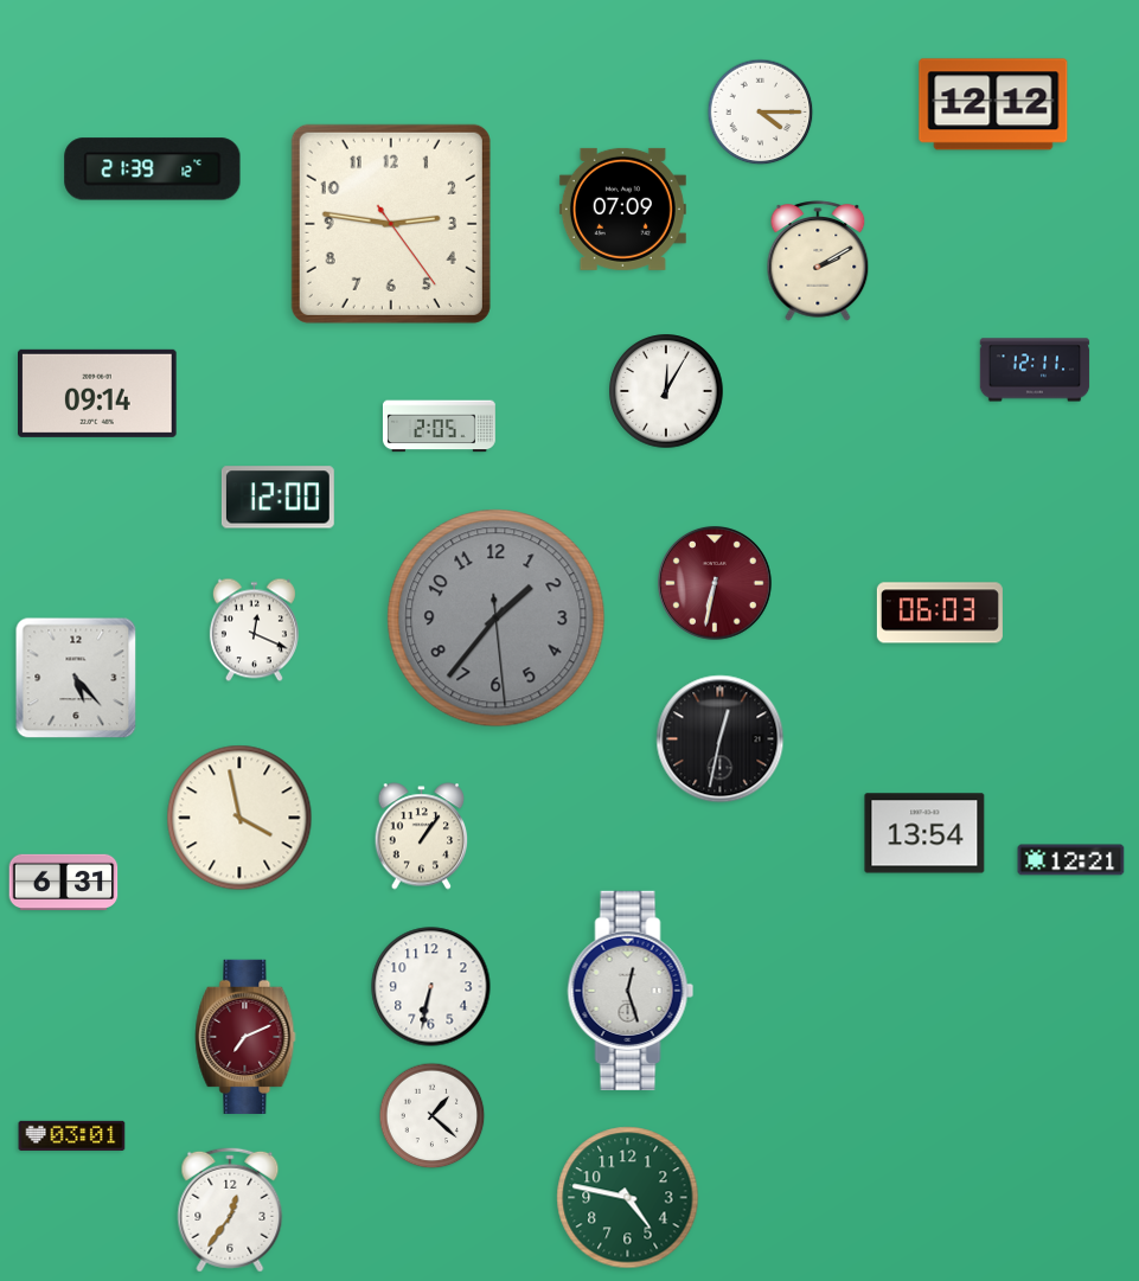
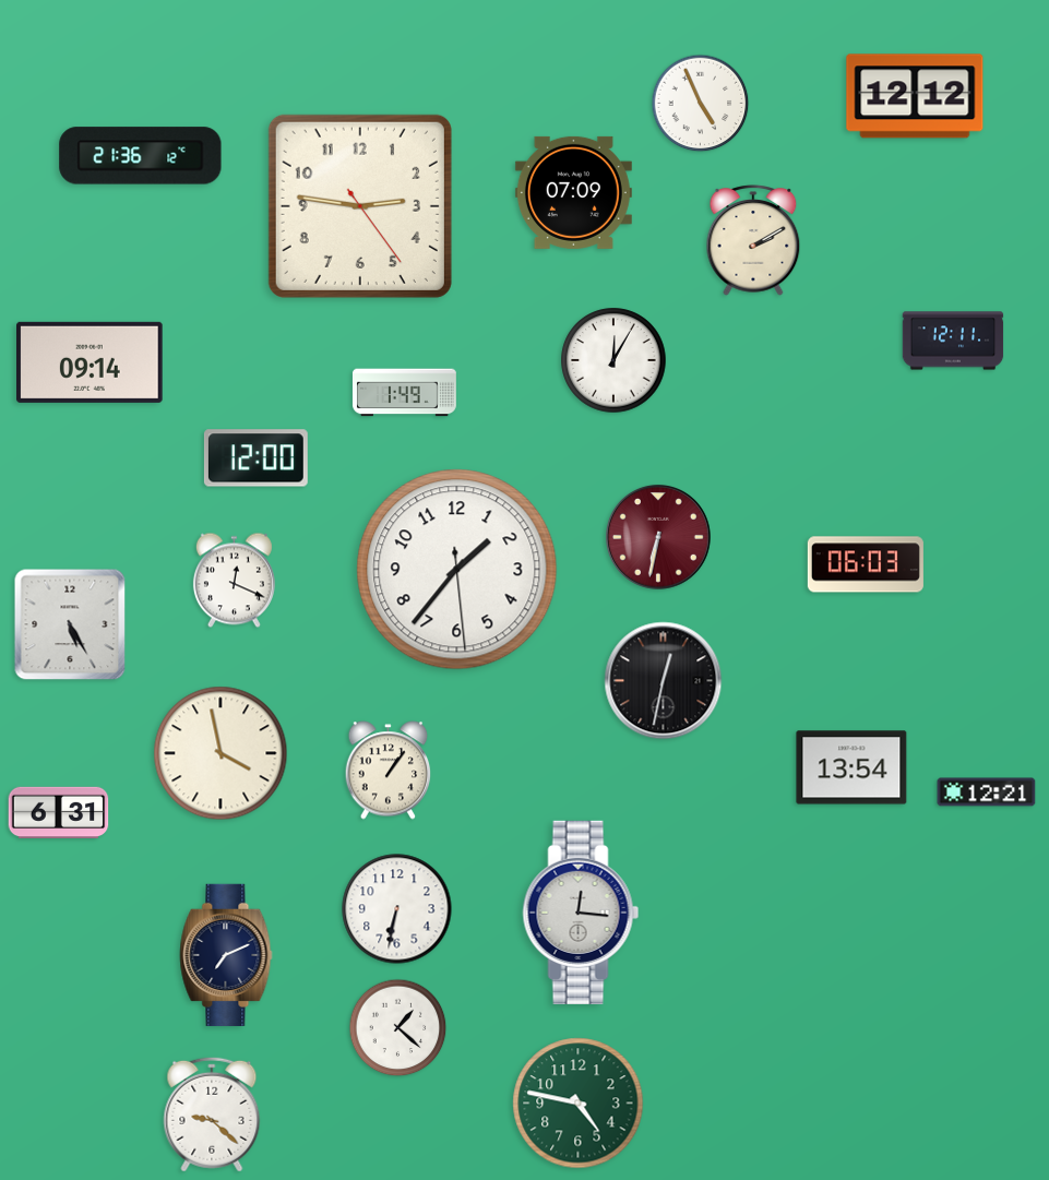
clock at (761, 113): 4:15 -> 4:56
clock at (153, 169): 21:39 -> 21:36
clock at (439, 427): 2:05 -> 1:49
clock at (497, 619) dial: grey -> white
clock at (76, 678): 5:23 -> 5:25
clock at (631, 991): 12:27 -> 12:16
clock at (245, 1037) dial: burgundy -> navy
clock at (72, 1135): 03:01 -> none
clock at (230, 1210): 12:36 -> 9:22
